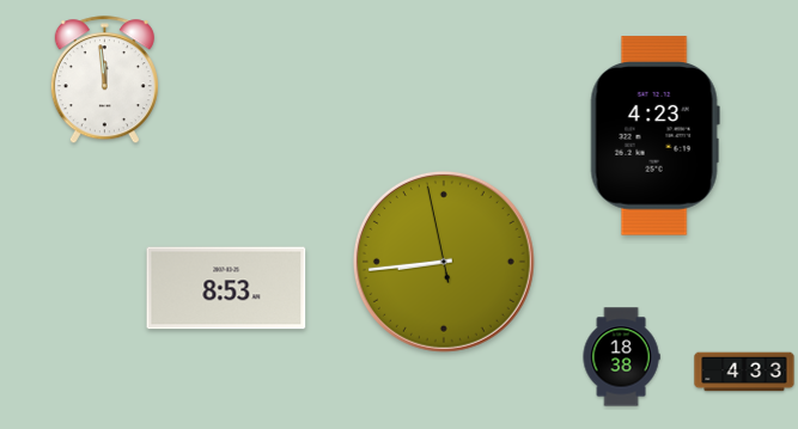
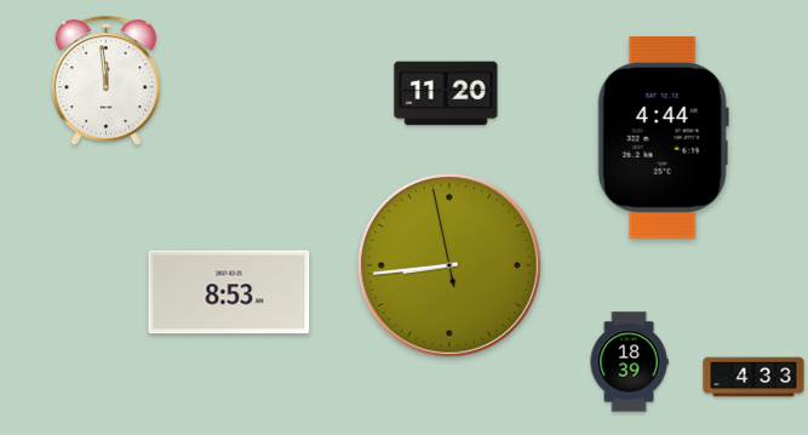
clock at (446, 93): none -> 11:20
clock at (654, 136): 4:23 -> 4:44
clock at (621, 357): 18:38 -> 18:39
